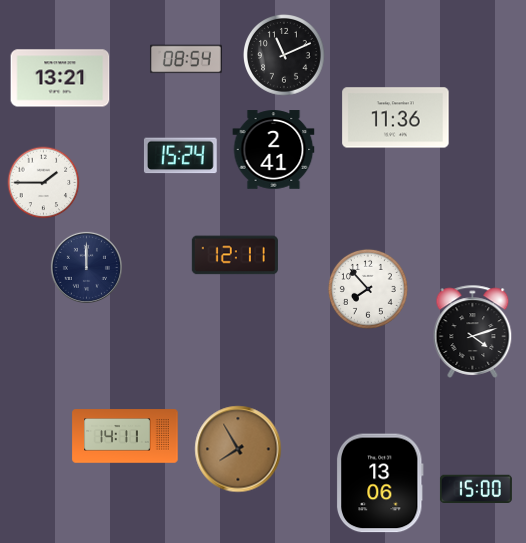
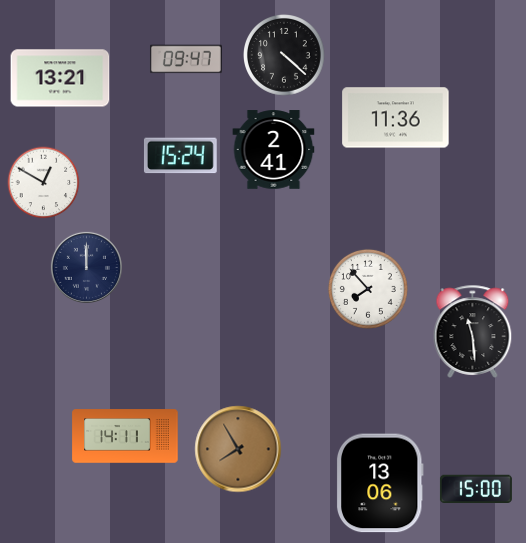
clock at (285, 56): 11:11 -> 4:22
clock at (186, 59): 08:54 -> 09:47
clock at (44, 183): 1:45 -> 12:50
clock at (235, 255): 12:11 -> none
clock at (473, 331): 4:12 -> 11:29
